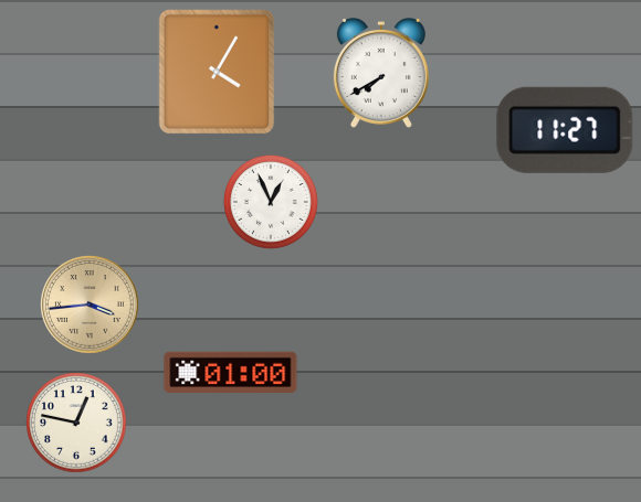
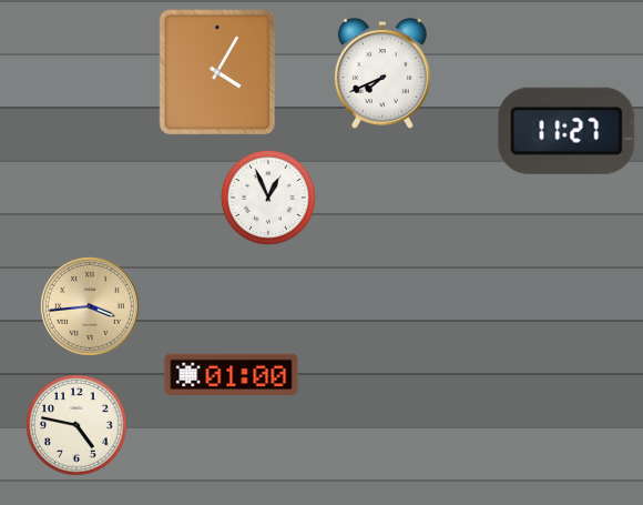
clock at (381, 73): 7:40 -> 7:41
clock at (271, 202) position: (271, 202) -> (268, 198)
clock at (76, 423): 12:47 -> 4:47
